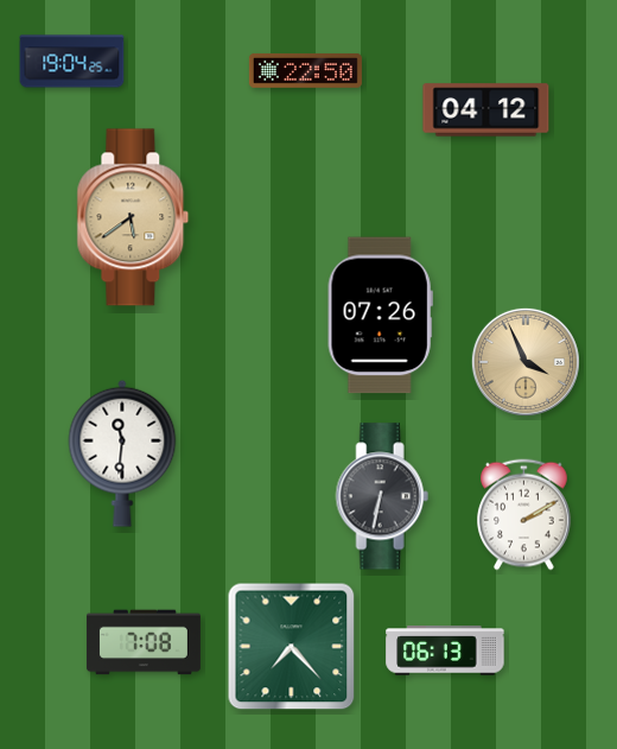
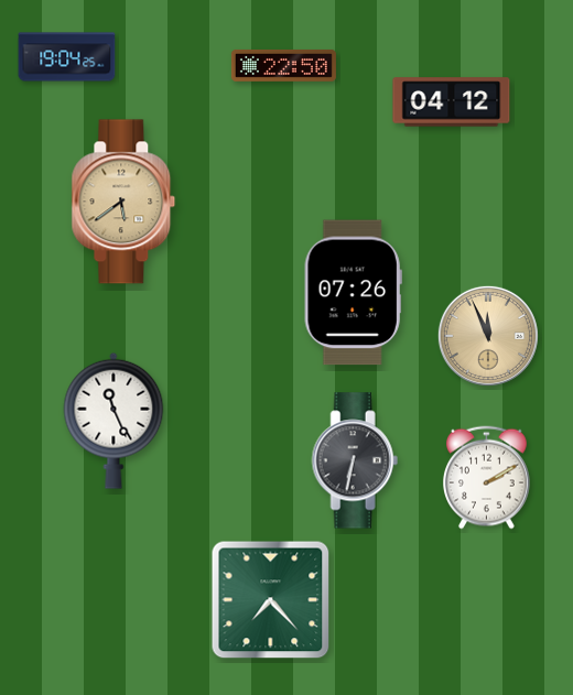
clock at (526, 362): 3:56 -> 11:56
clock at (122, 453): 11:31 -> 11:26
clock at (144, 642): 7:08 -> none
clock at (445, 650): 06:13 -> none
